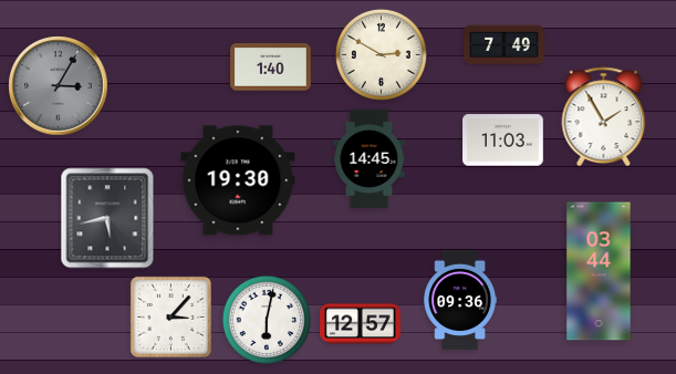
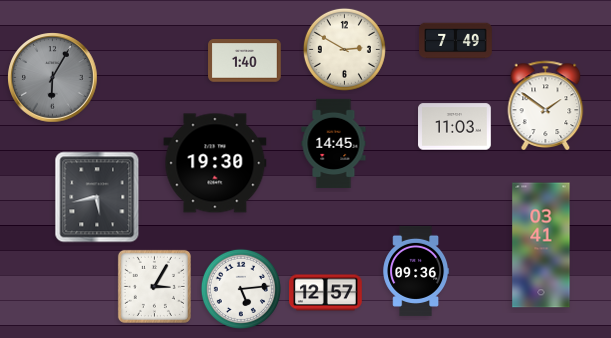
clock at (59, 86): 3:05 -> 6:05
clock at (604, 116): 1:55 -> 1:51
clock at (599, 271): 03:44 -> 03:41
clock at (170, 316): 3:07 -> 3:05
clock at (267, 320): 6:02 -> 5:14
